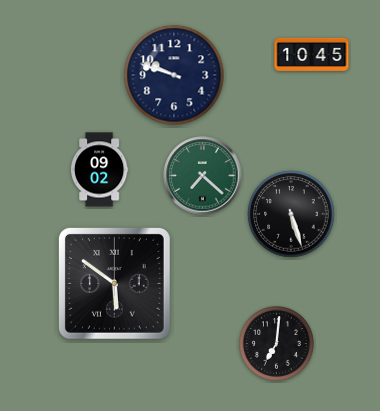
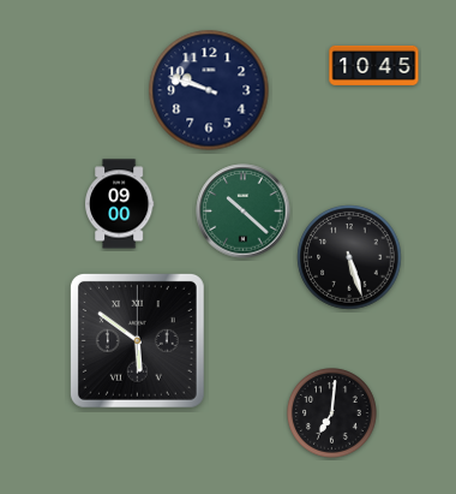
clock at (99, 170): 09:02 -> 09:00
clock at (203, 176): 7:22 -> 10:22
